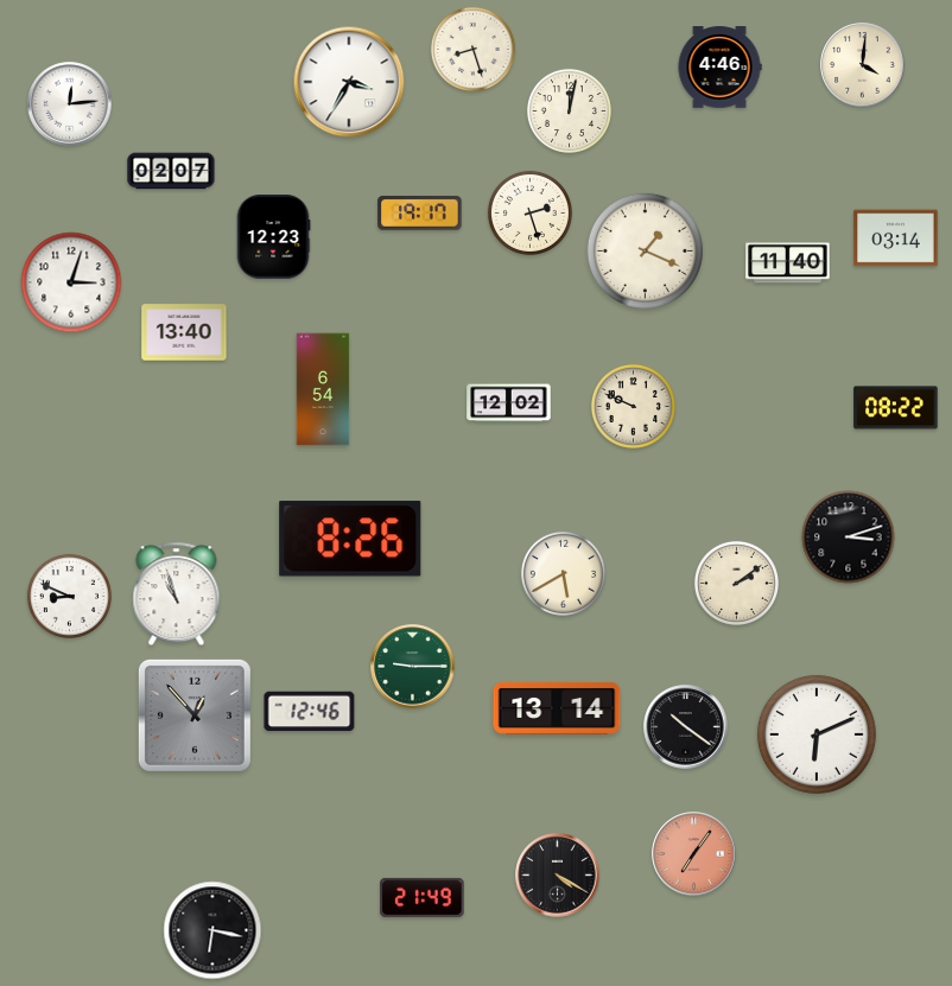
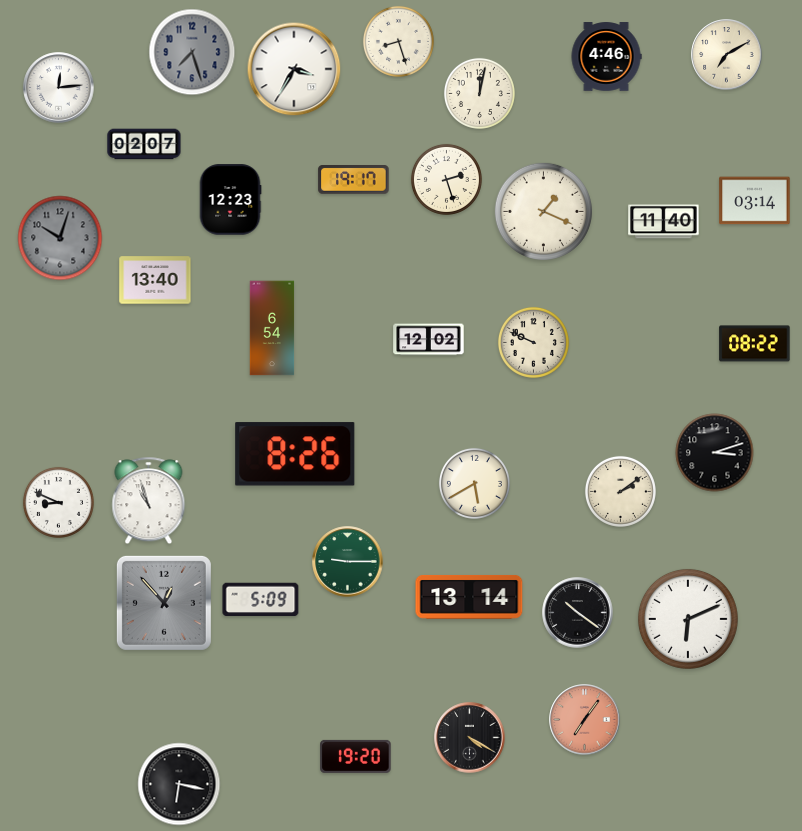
clock at (192, 52): none -> 7:27
clock at (863, 65): 4:01 -> 7:10
clock at (71, 282): 3:03 -> 10:03
clock at (71, 282) dial: white -> grey
clock at (310, 712): 12:46 -> 5:09
clock at (423, 897): 21:49 -> 19:20
